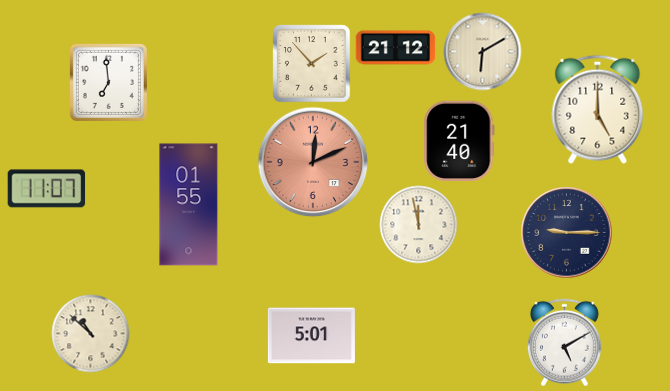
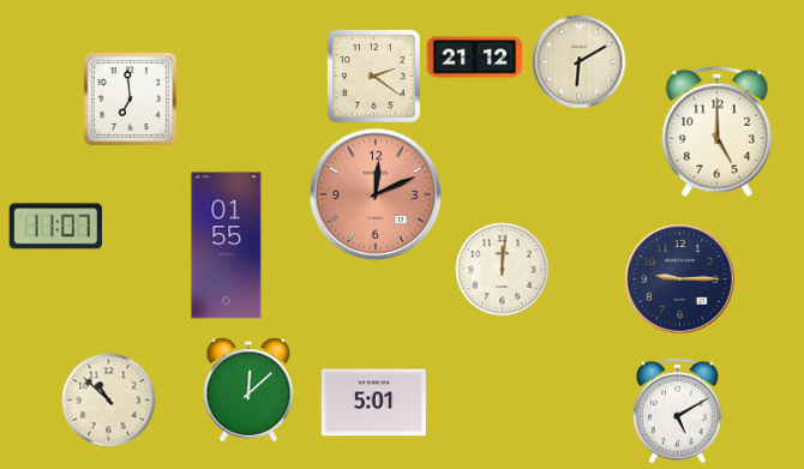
clock at (311, 63): 1:53 -> 2:21
clock at (459, 140): 21:40 -> none
clock at (418, 224): 11:58 -> 12:01
clock at (248, 390): none -> 12:08
